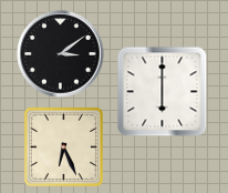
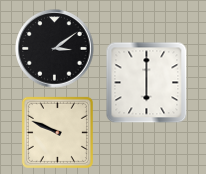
clock at (63, 146): 6:26 -> 9:49
